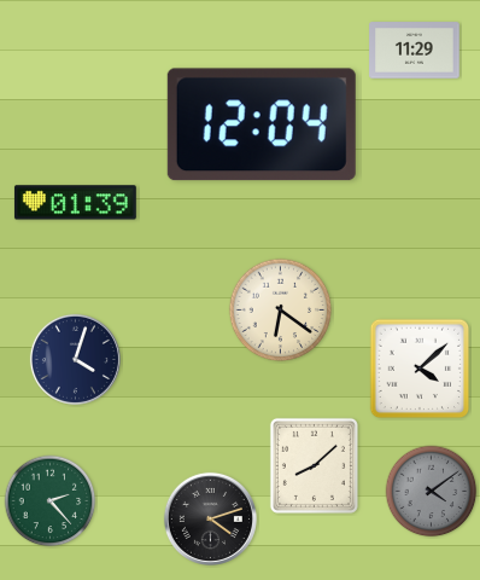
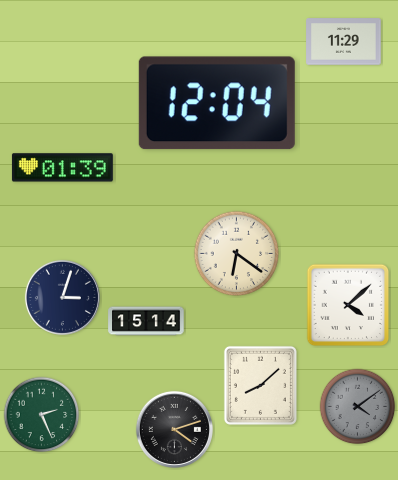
clock at (281, 311) position: (281, 311) -> (237, 254)
clock at (75, 359): 4:03 -> 3:03
clock at (146, 321): none -> 15:14
clock at (51, 501): 2:23 -> 2:26
